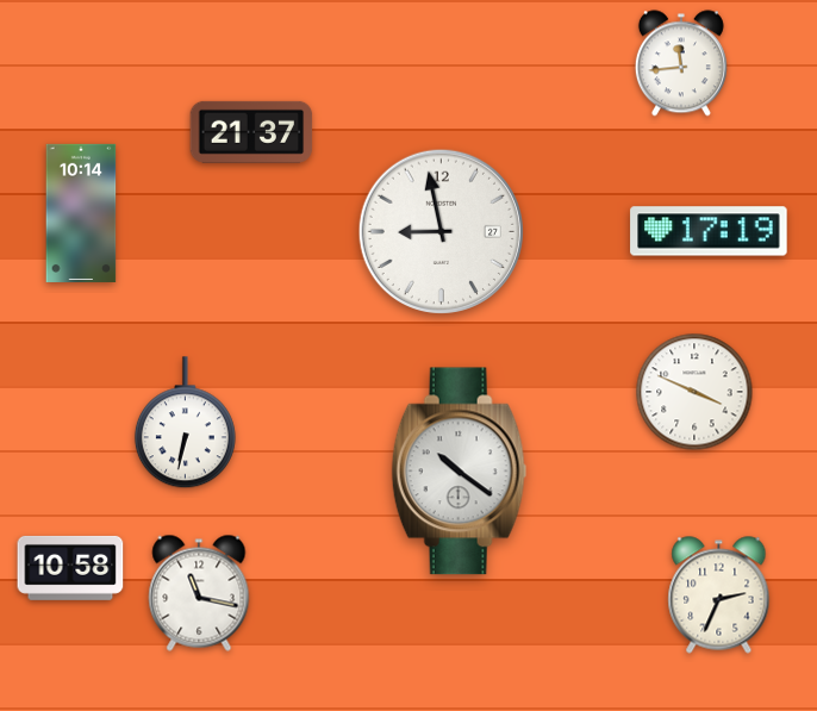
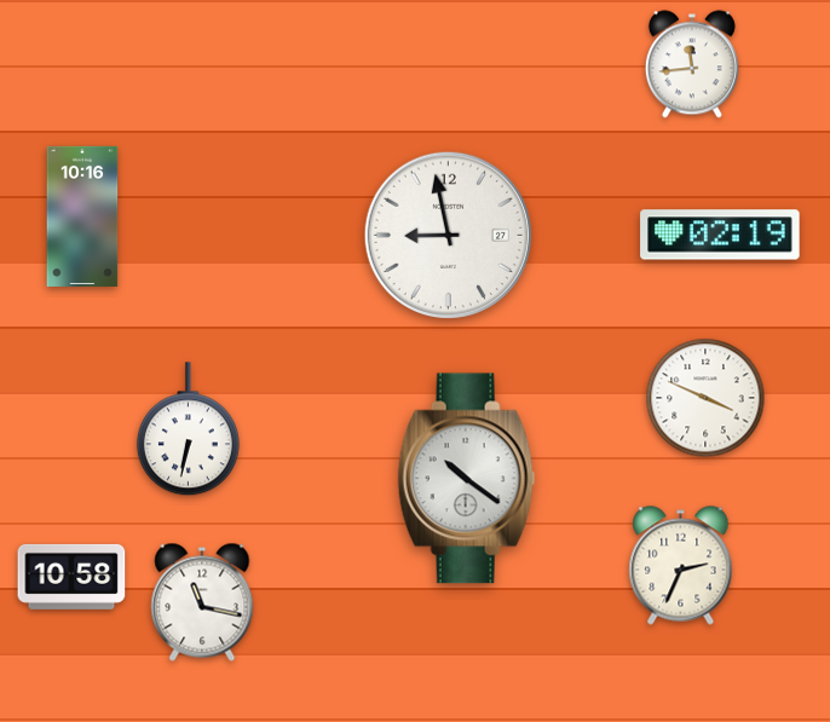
clock at (251, 132): 21:37 -> none
clock at (81, 213): 10:14 -> 10:16
clock at (709, 231): 17:19 -> 02:19
clock at (719, 595) position: (719, 595) -> (681, 566)
